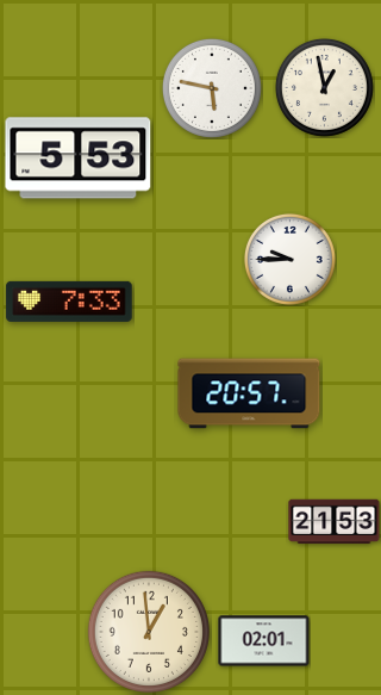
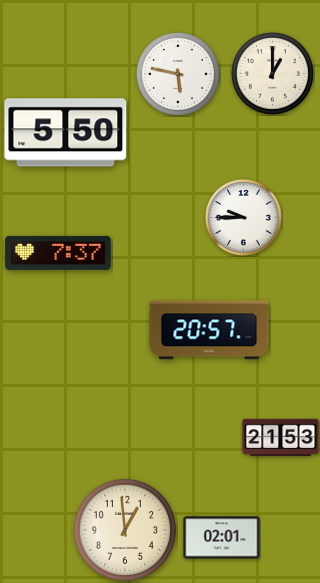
clock at (324, 87): 12:58 -> 1:00
clock at (79, 159): 5:53 -> 5:50
clock at (69, 302): 7:33 -> 7:37
